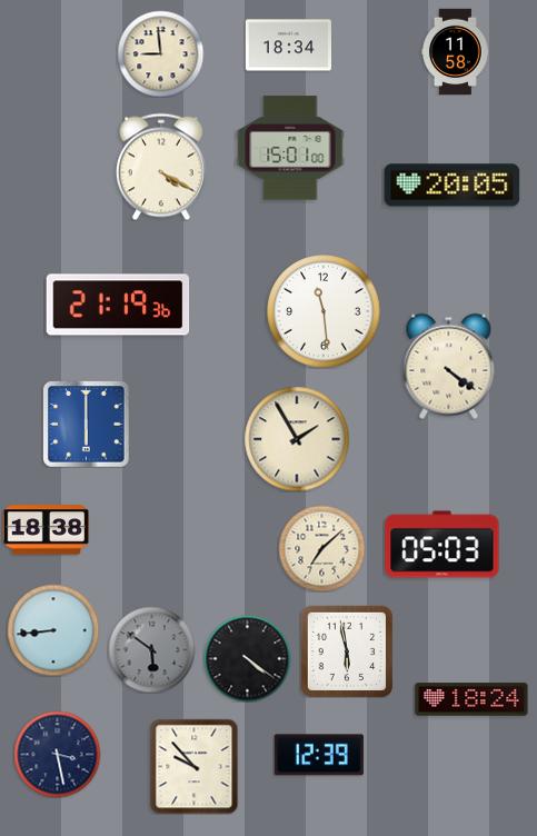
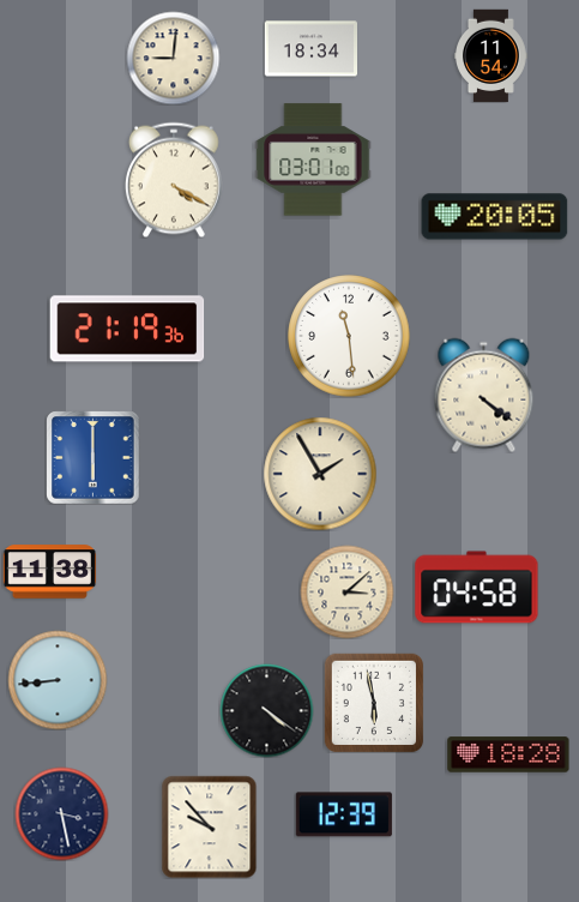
clock at (456, 51): 11:58 -> 11:54
clock at (160, 53): 8:59 -> 9:01
clock at (290, 148): 15:01 -> 03:01
clock at (453, 186) position: (453, 186) -> (495, 217)
clock at (46, 530): 18:38 -> 11:38
clock at (442, 545): 05:03 -> 04:58
clock at (321, 548): 7:08 -> 3:08
clock at (151, 649): 5:51 -> none
clock at (471, 699): 18:24 -> 18:28
